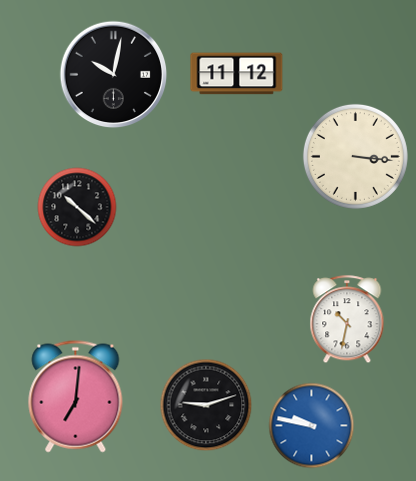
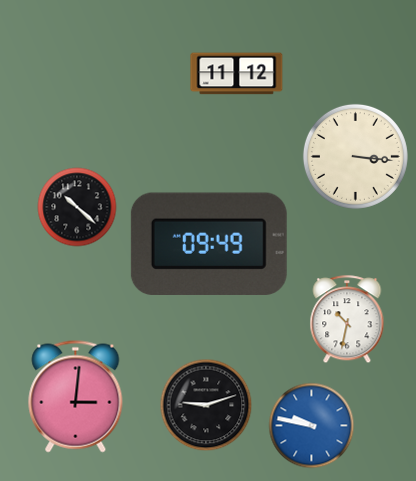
clock at (114, 75): 10:02 -> none
clock at (209, 243): none -> 09:49
clock at (76, 397): 7:01 -> 3:01
